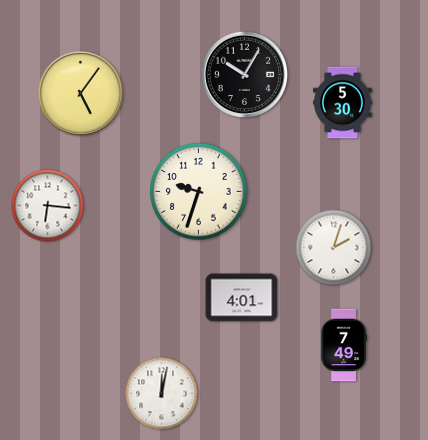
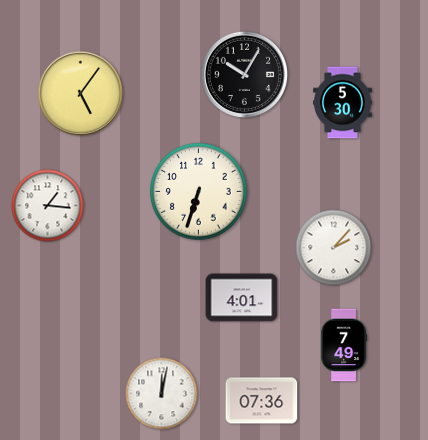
clock at (199, 192): 9:33 -> 6:33
clock at (48, 206): 6:16 -> 1:16
clock at (334, 248): 2:03 -> 2:07
clock at (262, 401): none -> 07:36
